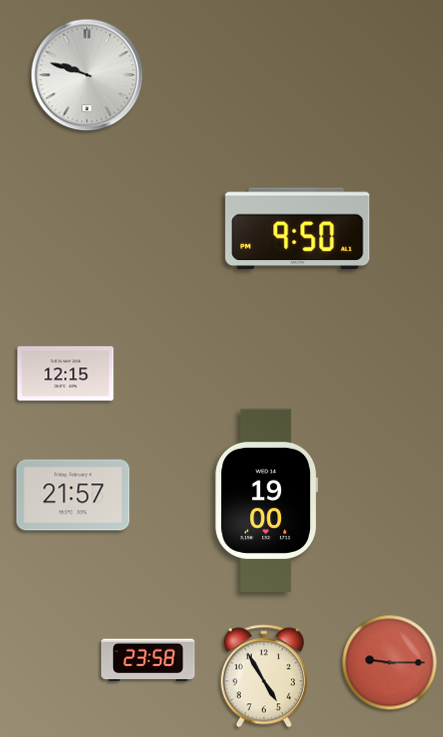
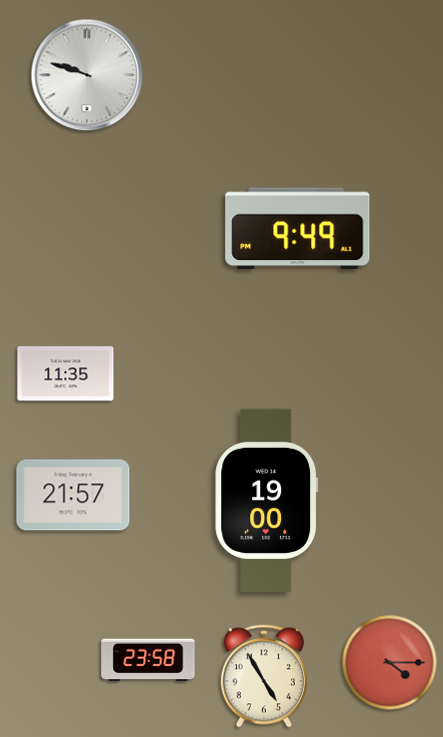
clock at (298, 229): 9:50 -> 9:49
clock at (66, 374): 12:15 -> 11:35
clock at (390, 663): 9:15 -> 4:15
